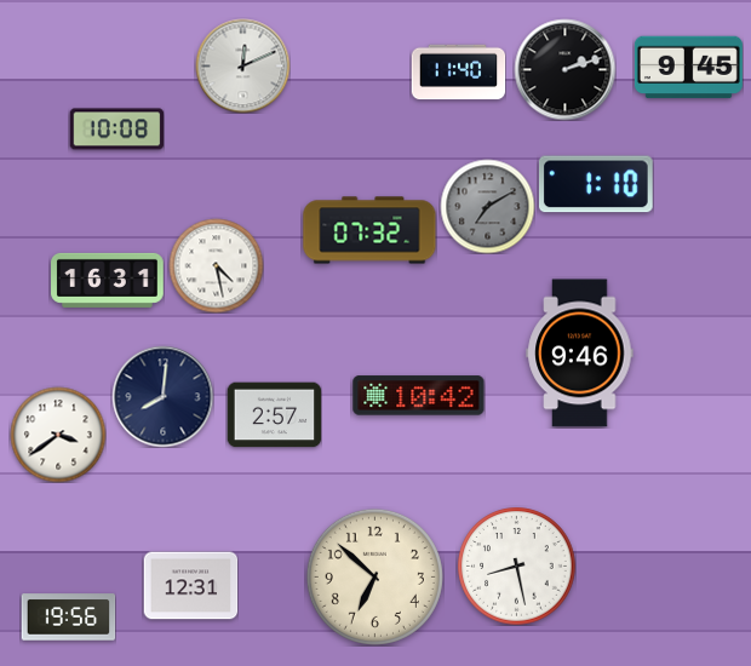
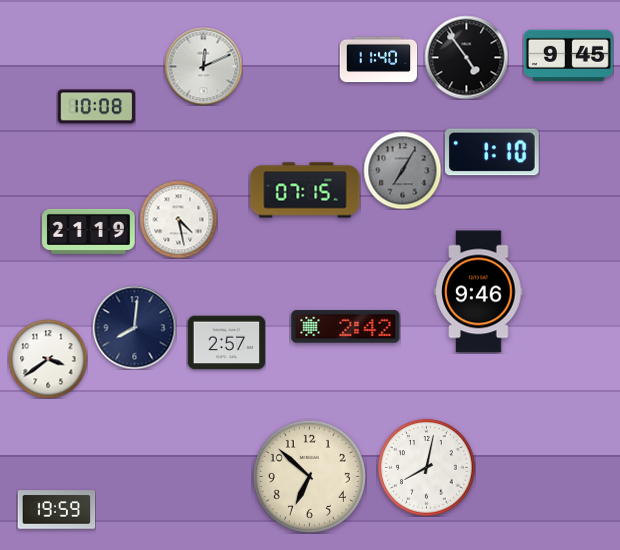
clock at (242, 65) position: (242, 65) -> (203, 66)
clock at (564, 69): 2:12 -> 4:54
clock at (487, 206): 7:10 -> 7:05
clock at (369, 230): 07:32 -> 07:15
clock at (108, 280): 16:31 -> 21:19
clock at (419, 396): 10:42 -> 2:42
clock at (517, 567): 8:28 -> 8:02
clock at (190, 586): 12:31 -> none
clock at (68, 618): 19:56 -> 19:59
